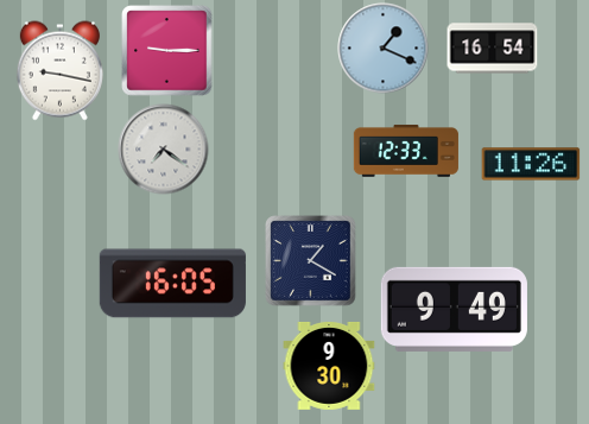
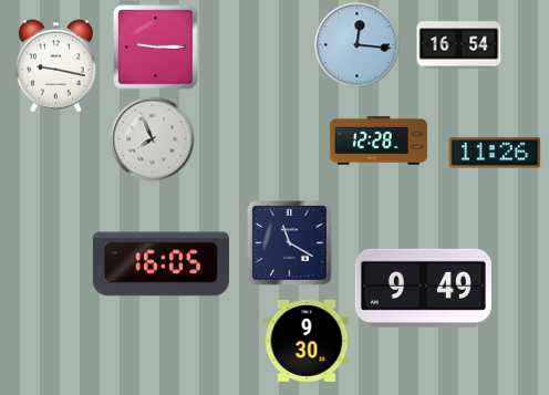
clock at (384, 49): 1:19 -> 12:16
clock at (164, 150): 7:21 -> 7:56
clock at (406, 151): 12:33 -> 12:28
clock at (311, 261): 1:20 -> 11:20
